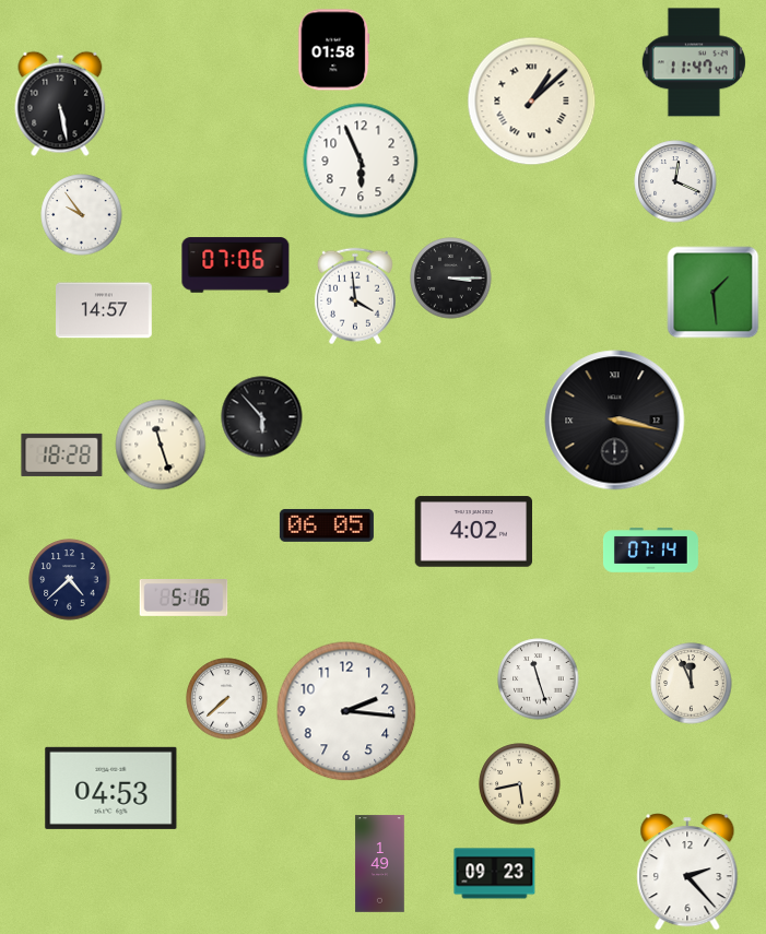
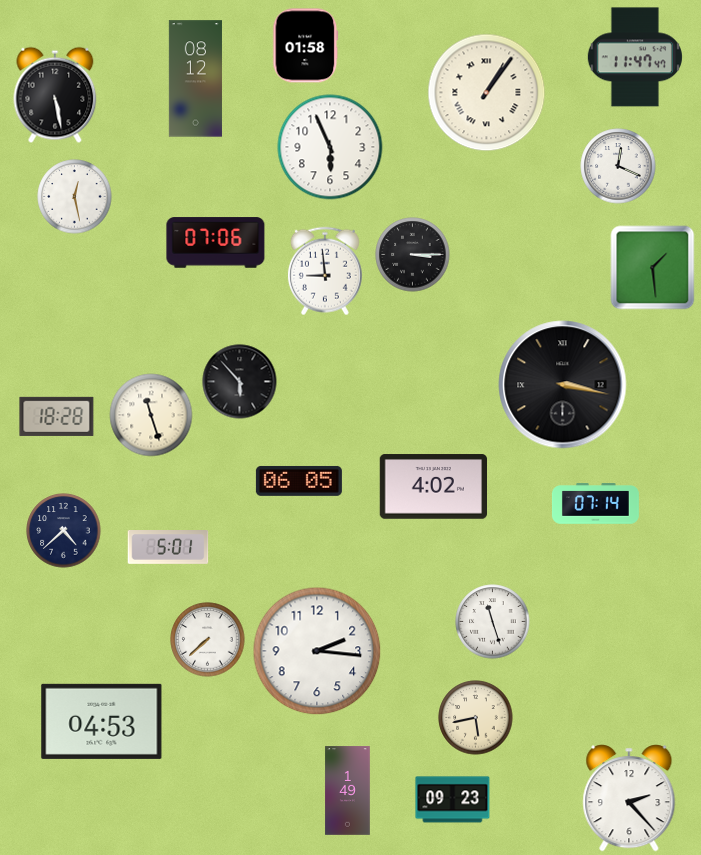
clock at (195, 79): none -> 08:12
clock at (532, 102): 1:08 -> 1:06
clock at (82, 215): 9:54 -> 12:28
clock at (355, 296): 3:59 -> 8:59
clock at (105, 310): 14:57 -> none
clock at (161, 445) position: (161, 445) -> (151, 415)
clock at (184, 599): 5:16 -> 5:01
clock at (692, 684): 11:56 -> none
